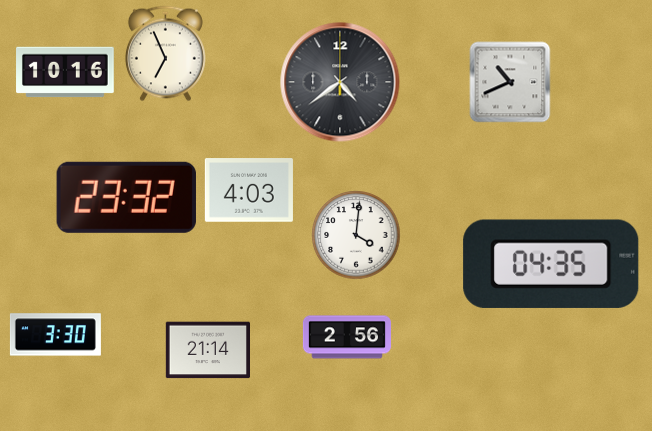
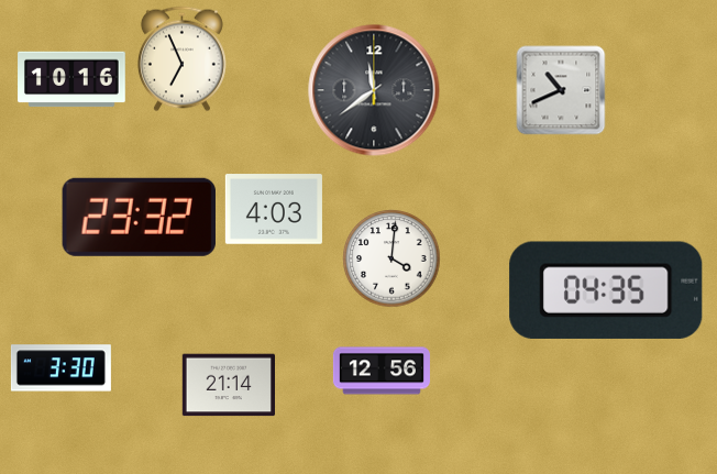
clock at (340, 82): 4:39 -> 11:39
clock at (347, 337): 2:56 -> 12:56
